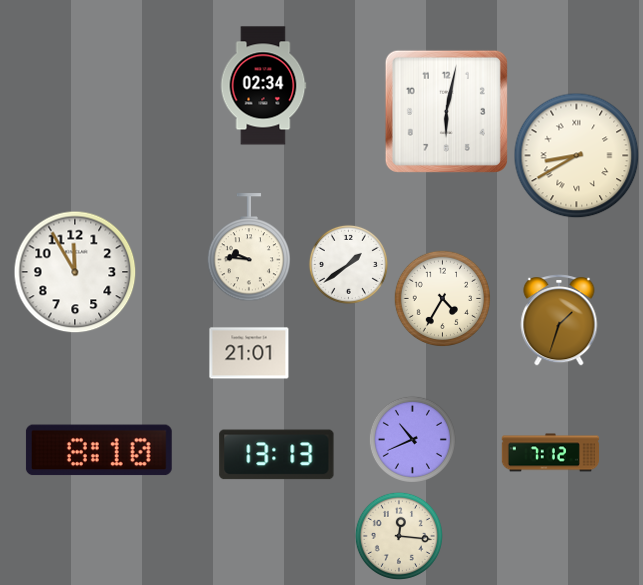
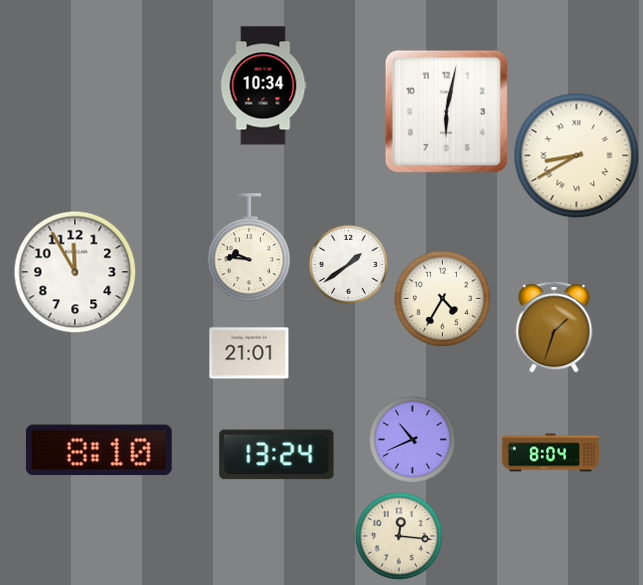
clock at (263, 86): 02:34 -> 10:34
clock at (559, 320) position: (559, 320) -> (554, 327)
clock at (551, 453): 7:12 -> 8:04
clock at (277, 455): 13:13 -> 13:24
